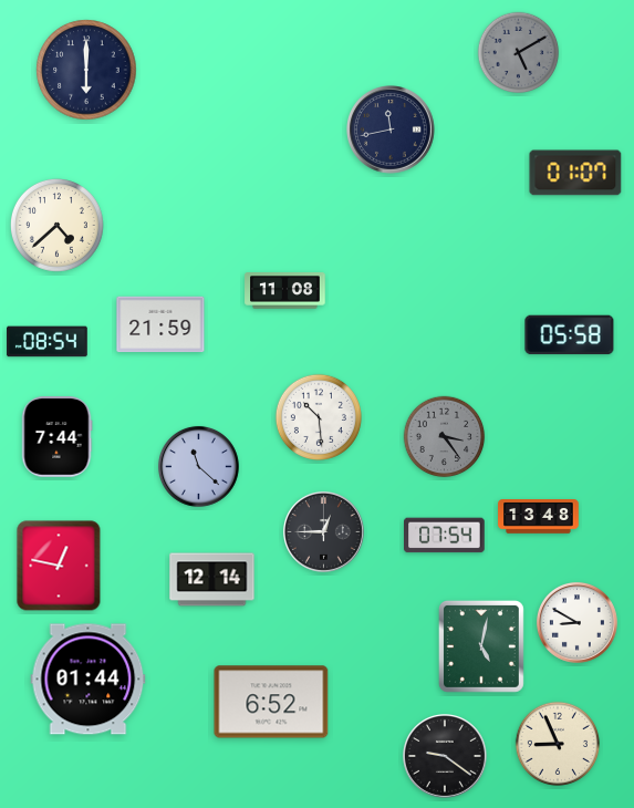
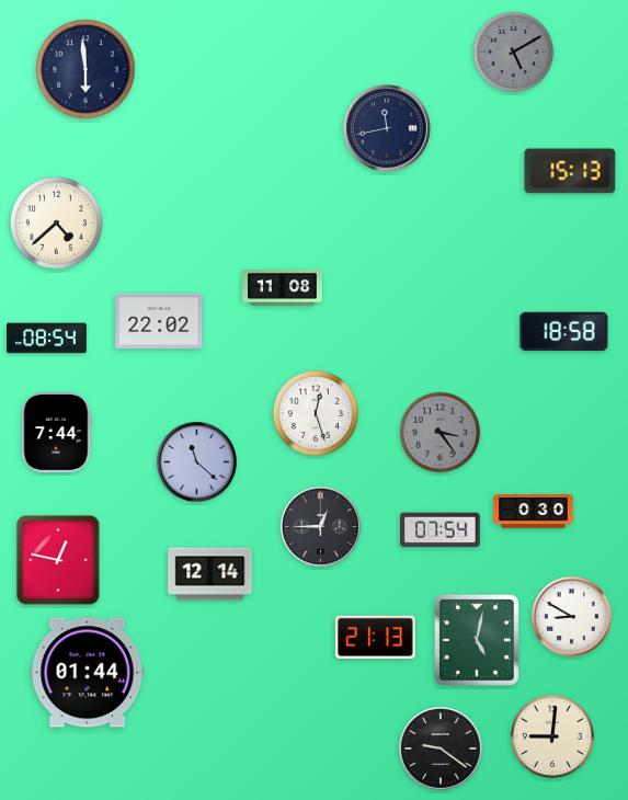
clock at (86, 70): 6:00 -> 5:59
clock at (575, 173): 01:07 -> 15:13
clock at (160, 324): 21:59 -> 22:02
clock at (570, 335): 05:58 -> 18:58
clock at (319, 417): 10:29 -> 12:27
clock at (539, 517): 13:48 -> 0:30
clock at (376, 637): none -> 21:13
clock at (271, 702): 6:52 -> none
clock at (557, 743): 8:56 -> 9:01
